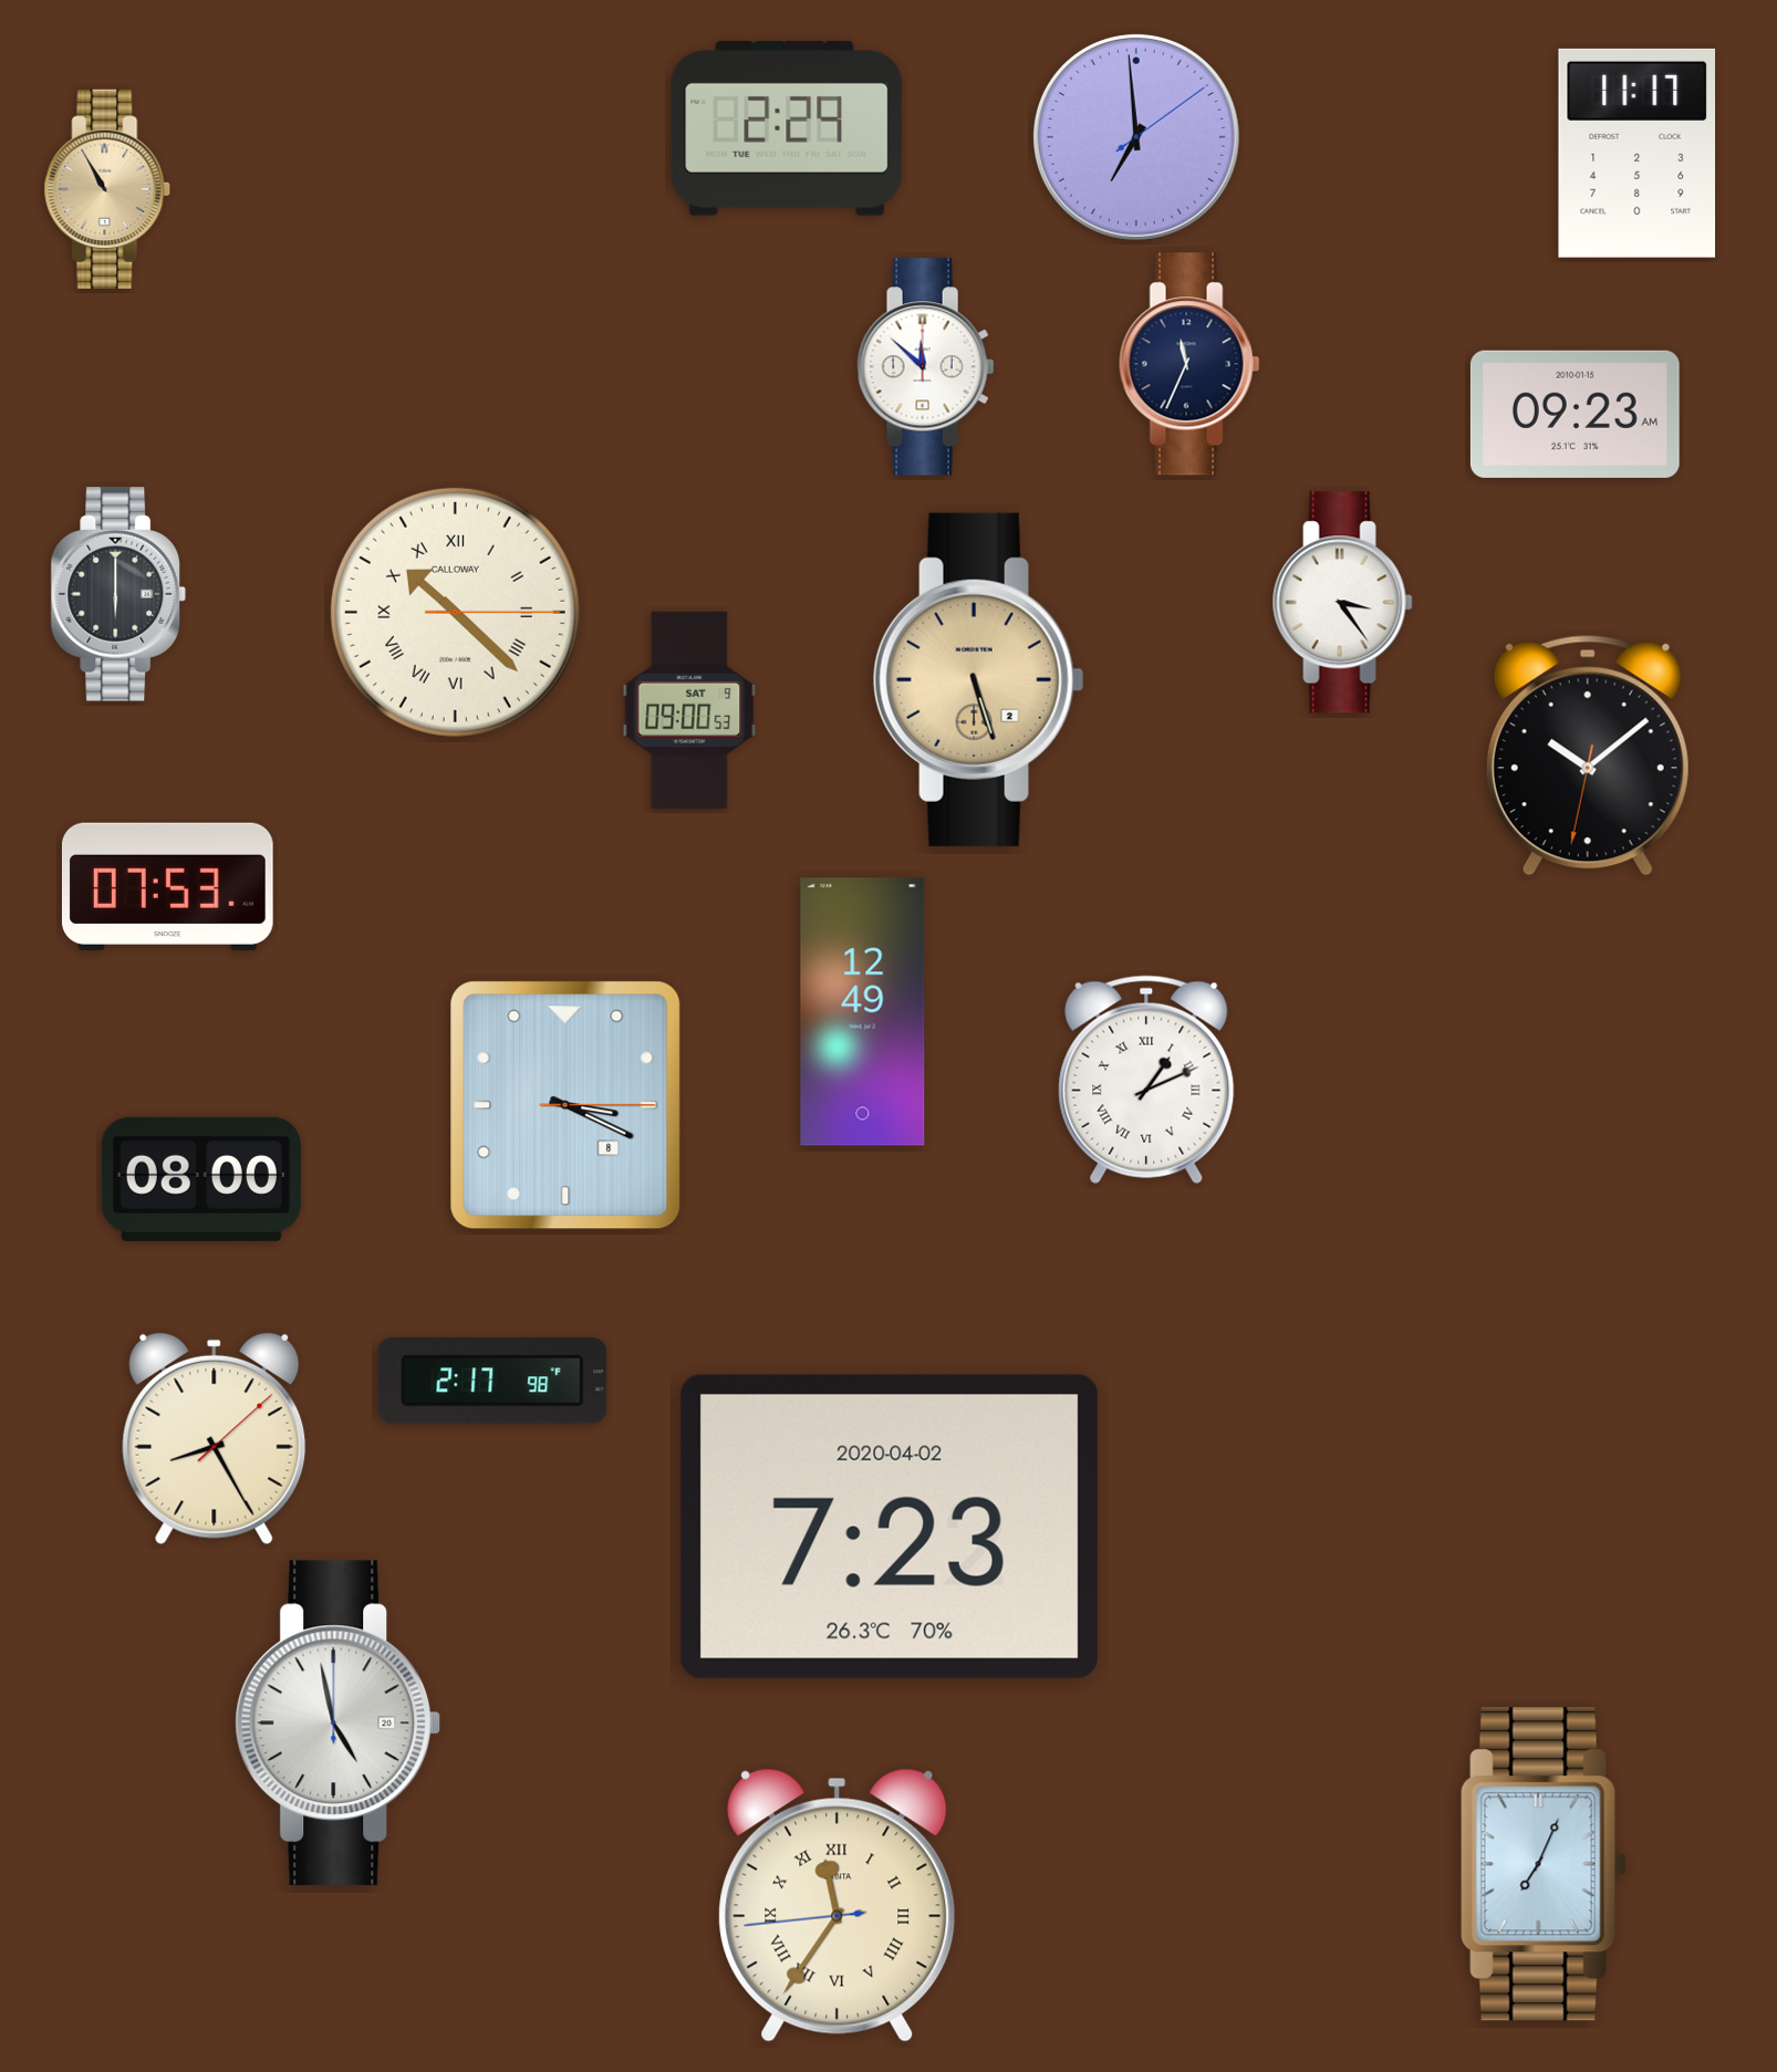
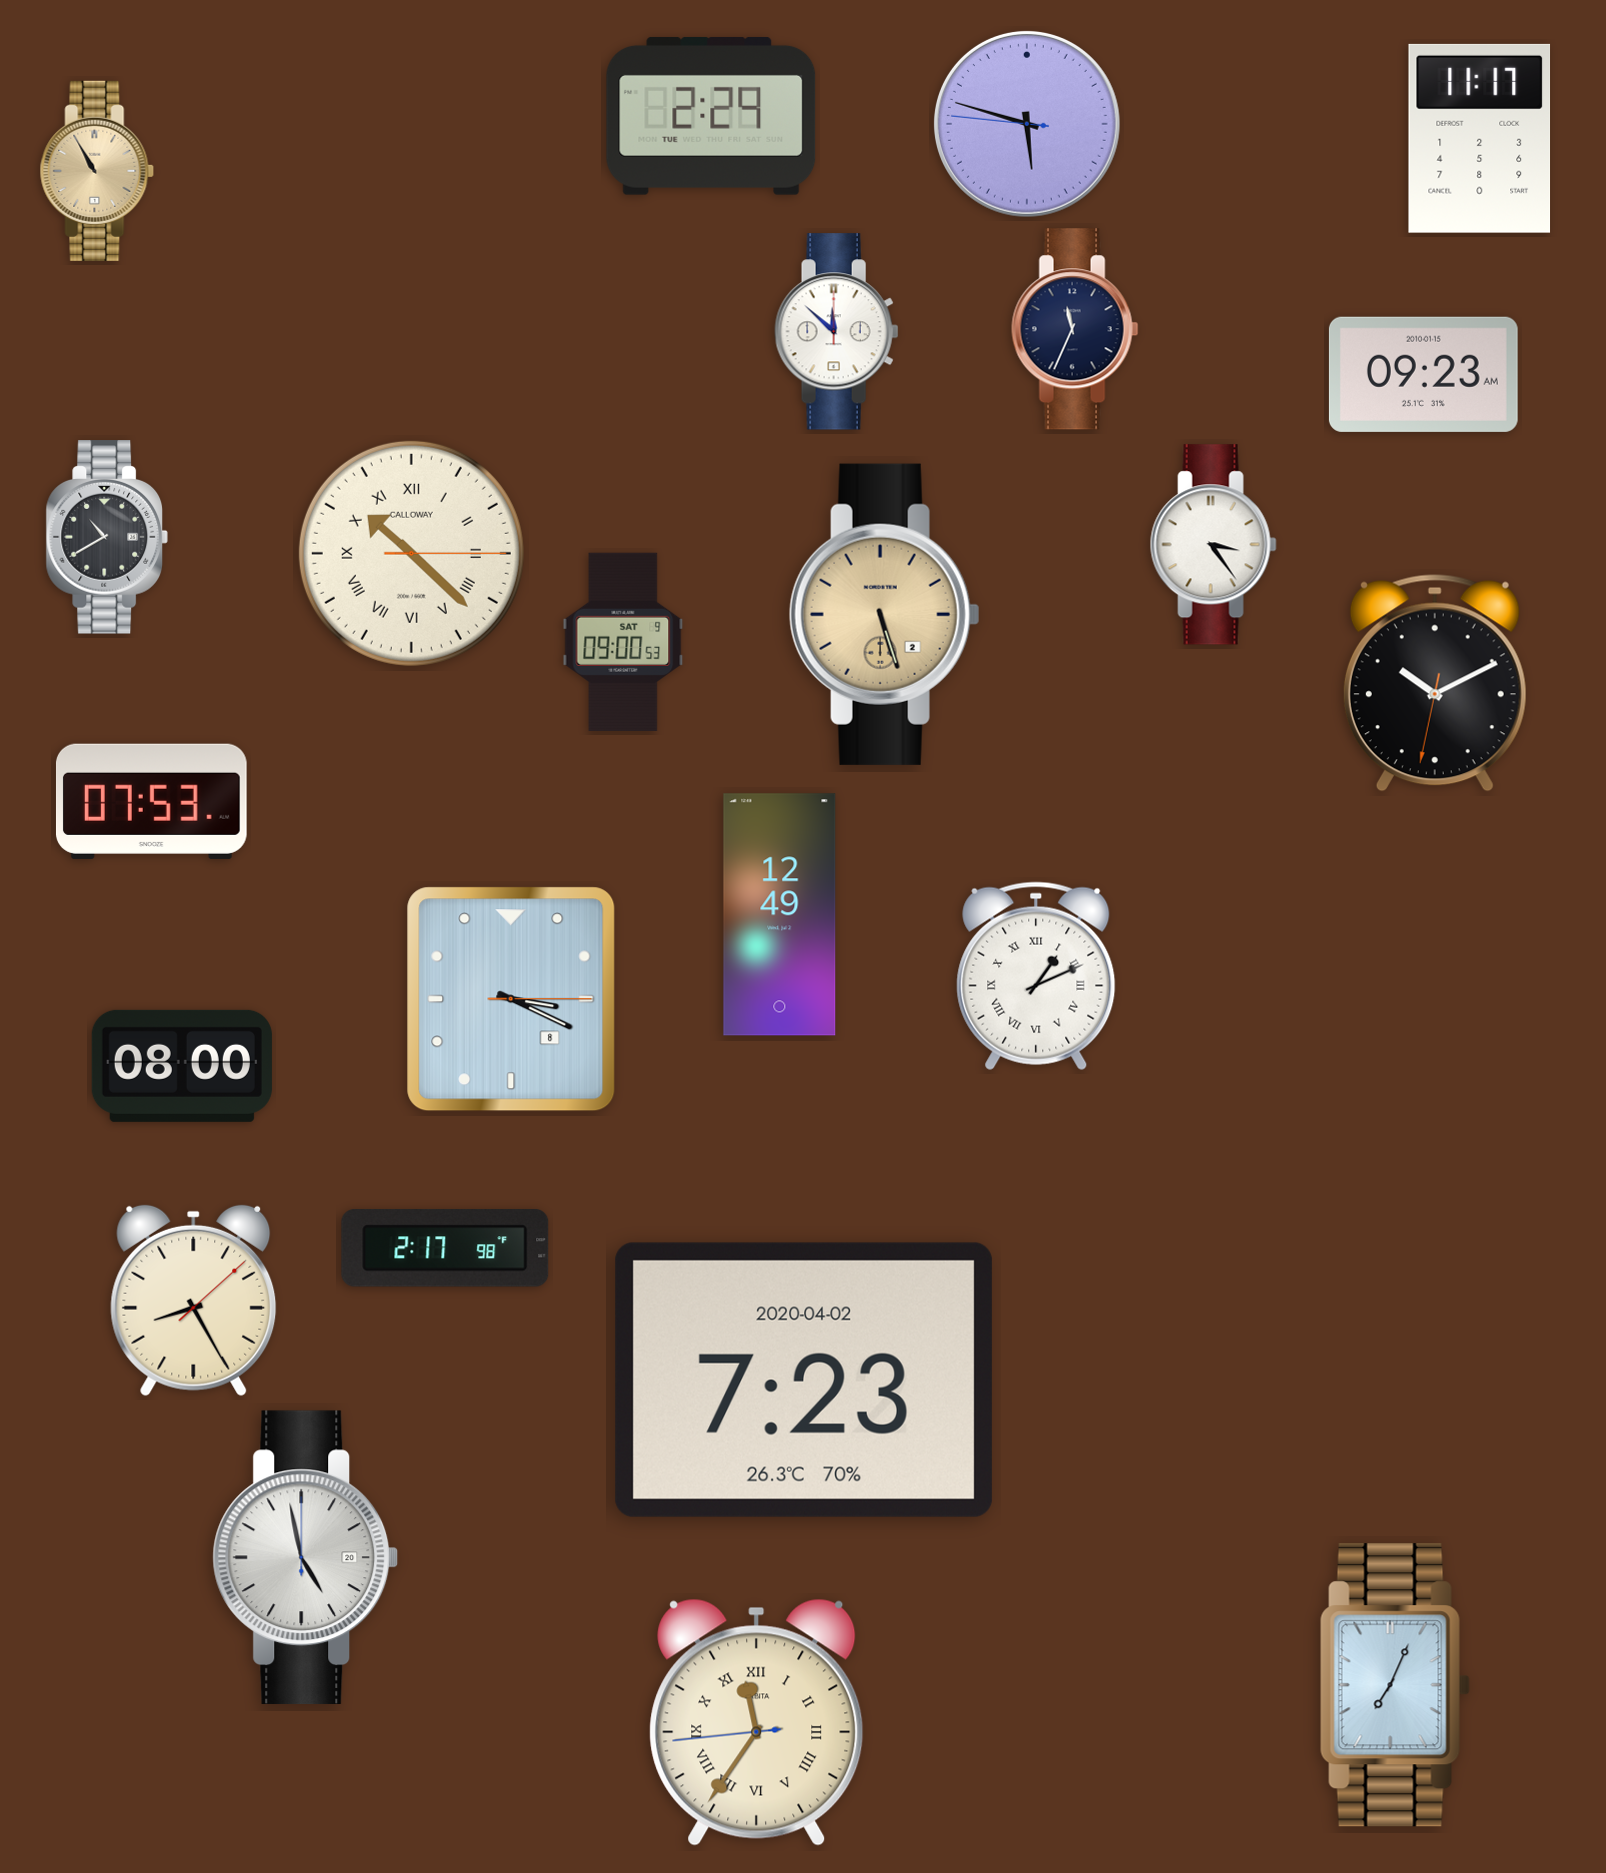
clock at (1136, 137): 6:59 -> 5:47
clock at (117, 594): 6:00 -> 10:40
clock at (1588, 756): 10:08 -> 10:10
